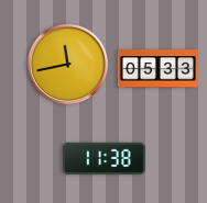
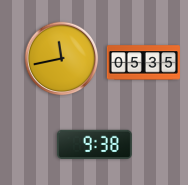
clock at (157, 69): 05:33 -> 05:35
clock at (103, 158): 11:38 -> 9:38
